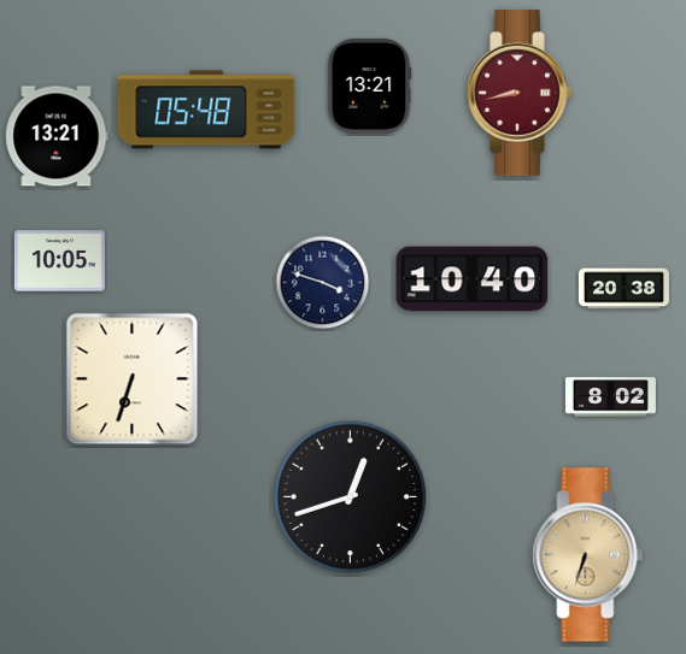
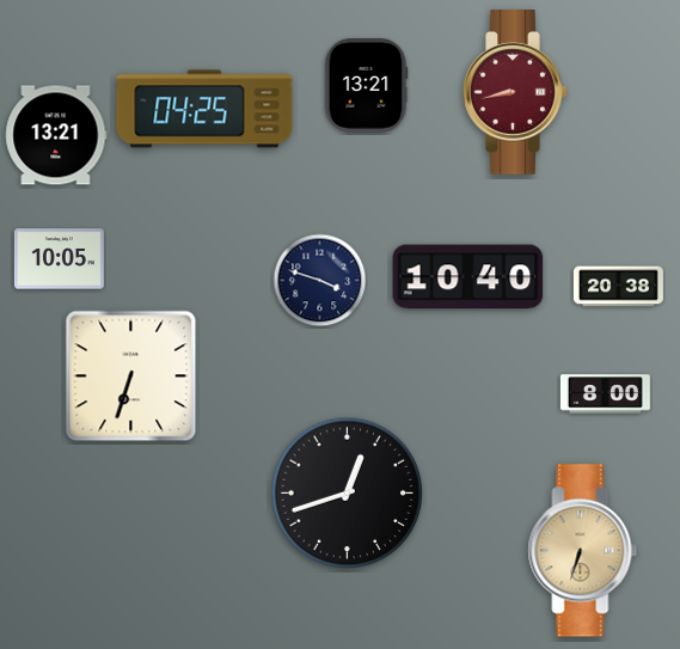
clock at (206, 110): 05:48 -> 04:25
clock at (610, 397): 8:02 -> 8:00
